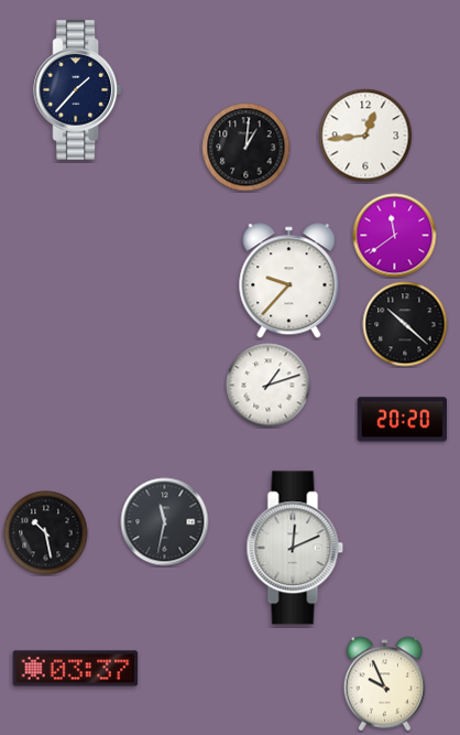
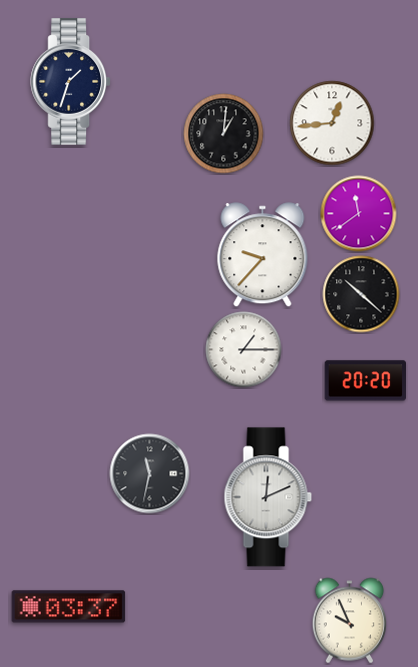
clock at (78, 90): 1:37 -> 1:33
clock at (405, 324) position: (405, 324) -> (361, 294)
clock at (269, 386): 1:12 -> 1:15
clock at (46, 533): 10:28 -> none
